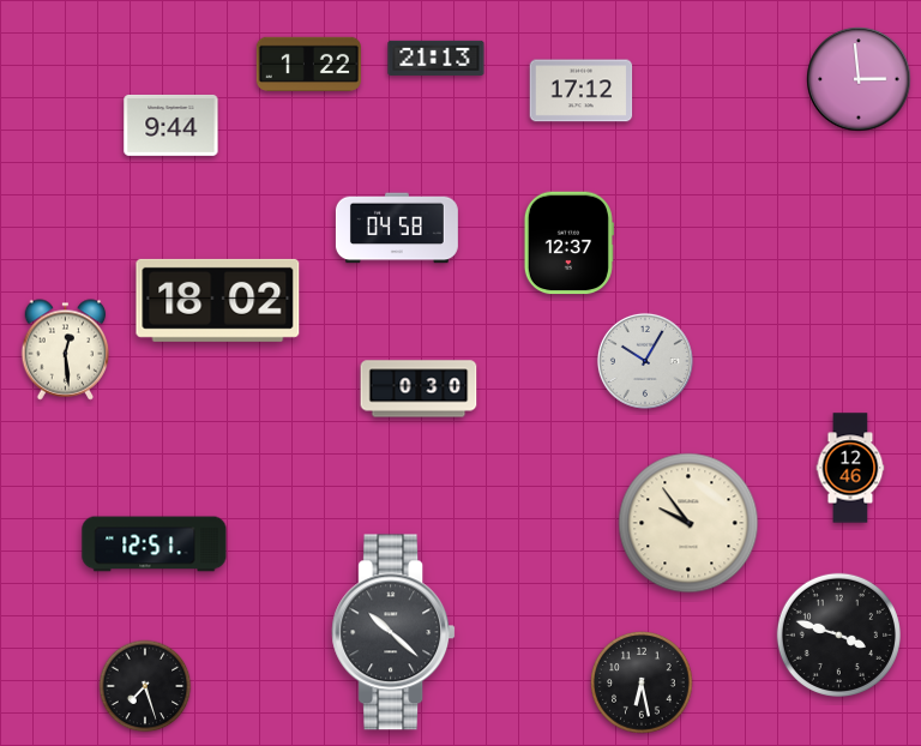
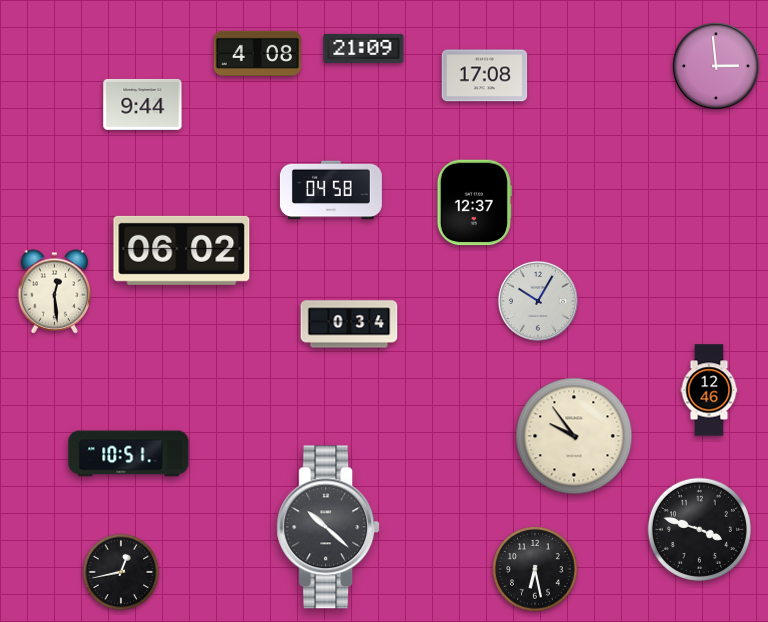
clock at (437, 58): 21:13 -> 21:09
clock at (308, 64): 1:22 -> 4:08
clock at (582, 91): 17:12 -> 17:08
clock at (218, 300): 18:02 -> 06:02
clock at (419, 389): 0:30 -> 0:34
clock at (155, 545): 12:51 -> 10:51
clock at (145, 686): 7:27 -> 12:43
